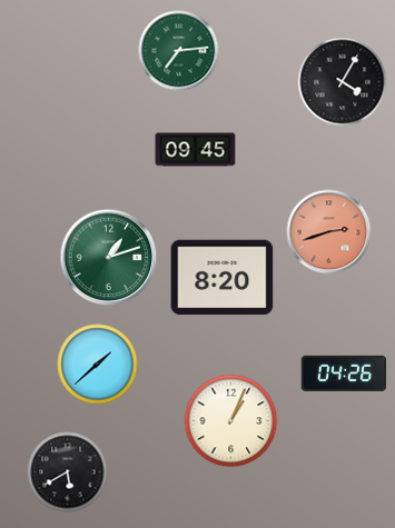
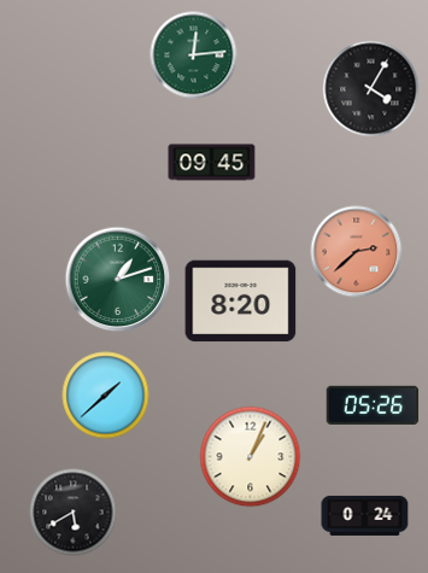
clock at (179, 51): 7:14 -> 12:14
clock at (329, 232): 2:42 -> 2:38
clock at (344, 373): 04:26 -> 05:26
clock at (365, 515): none -> 0:24
